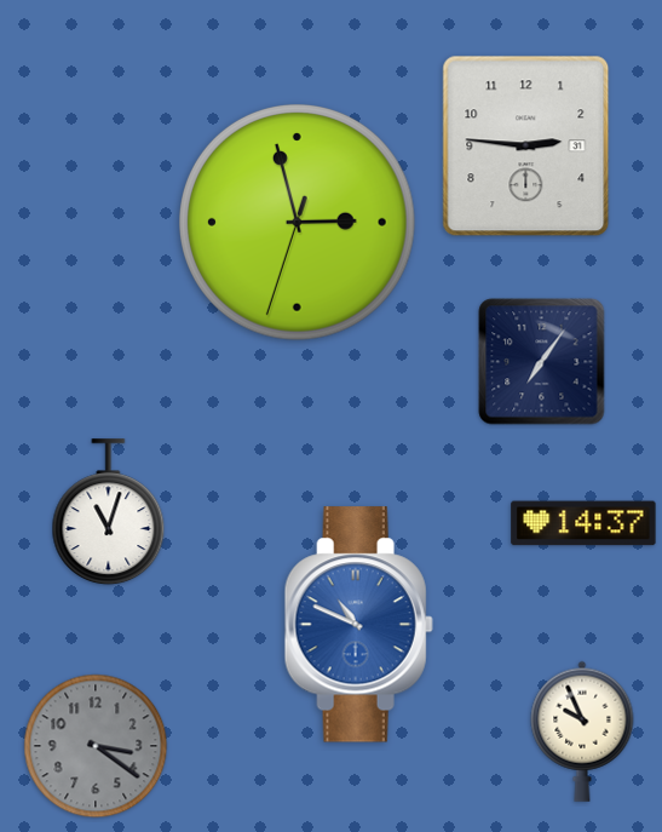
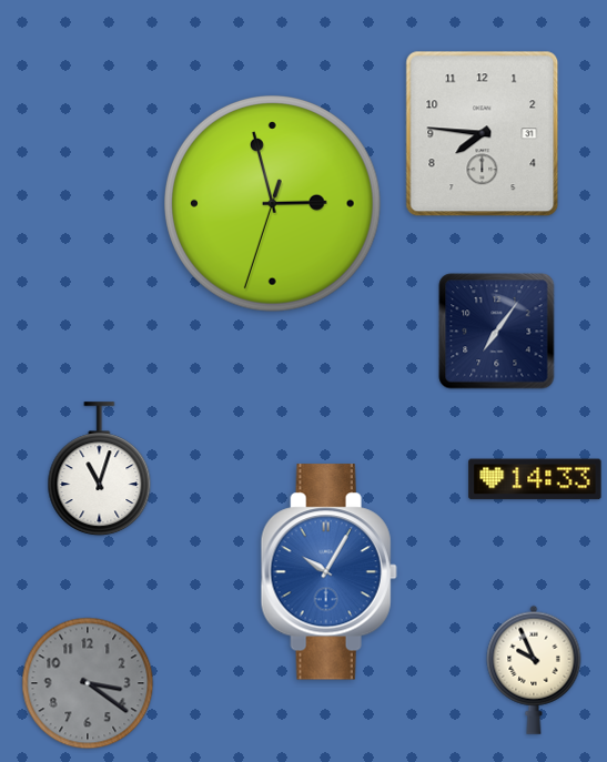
clock at (526, 147): 2:46 -> 7:46
clock at (583, 523): 14:37 -> 14:33
clock at (358, 625): 10:49 -> 10:05
